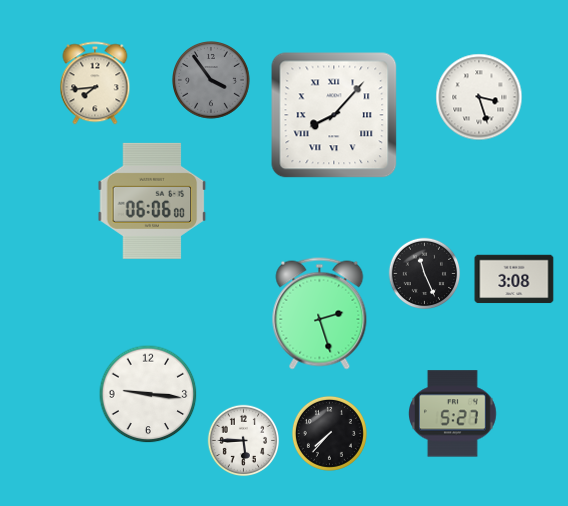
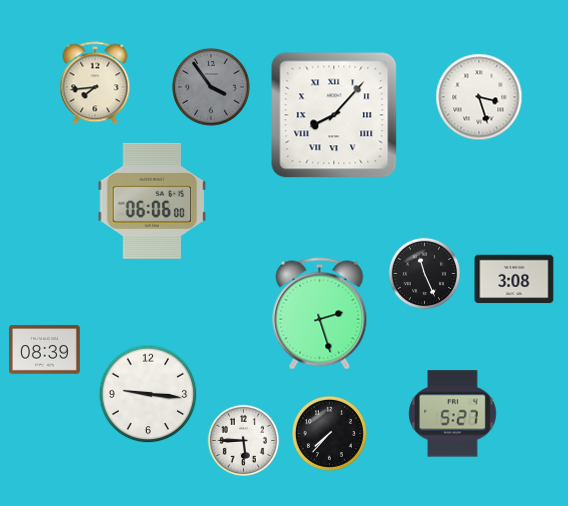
clock at (211, 80) position: (211, 80) -> (211, 87)
clock at (45, 350): none -> 08:39
